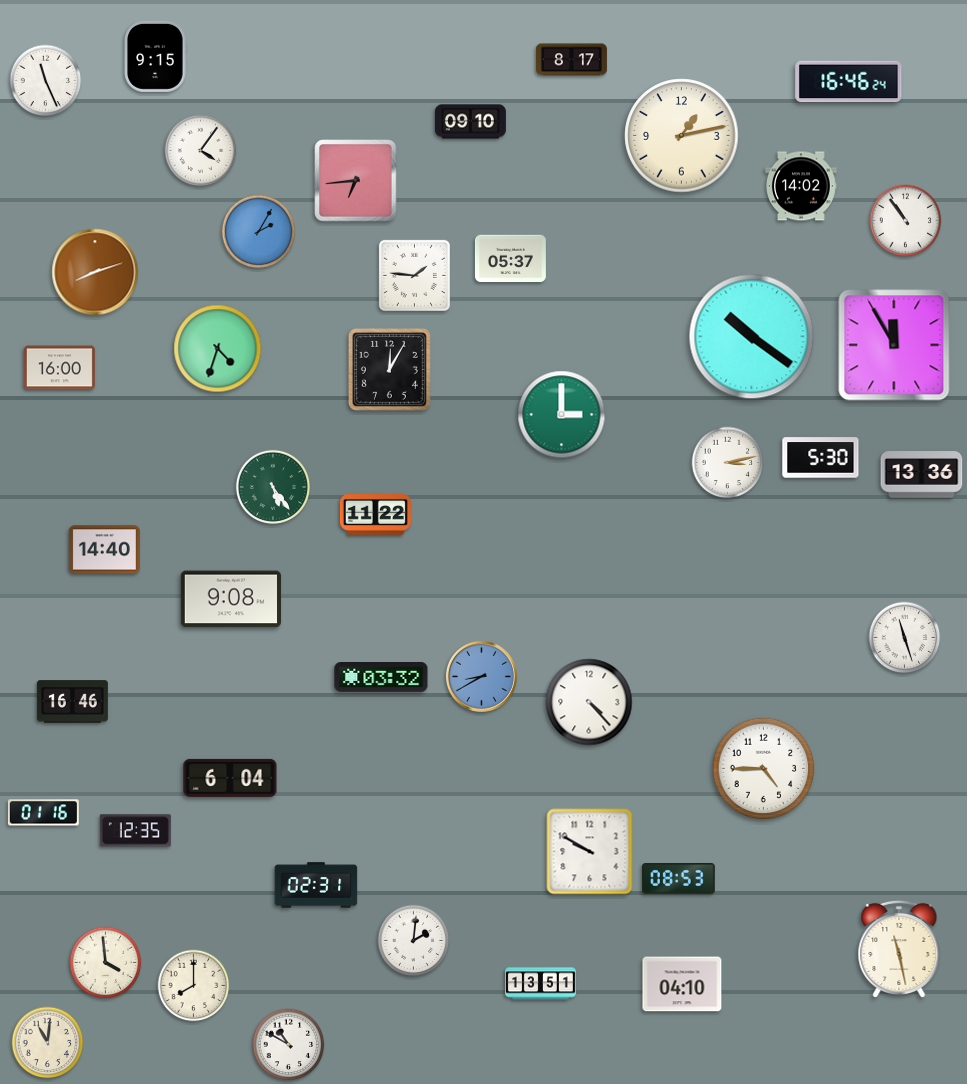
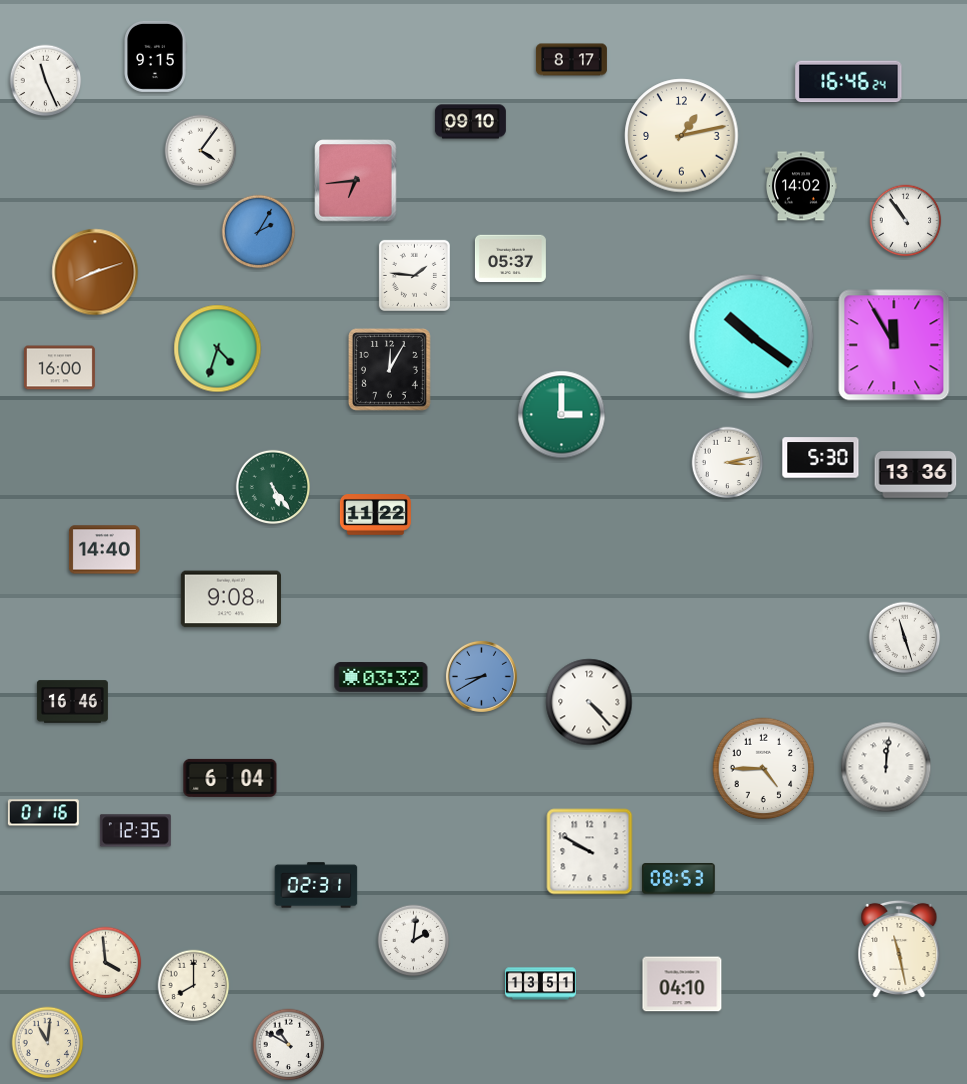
clock at (922, 475) position: (922, 475) -> (916, 475)
clock at (886, 767): none -> 12:01
